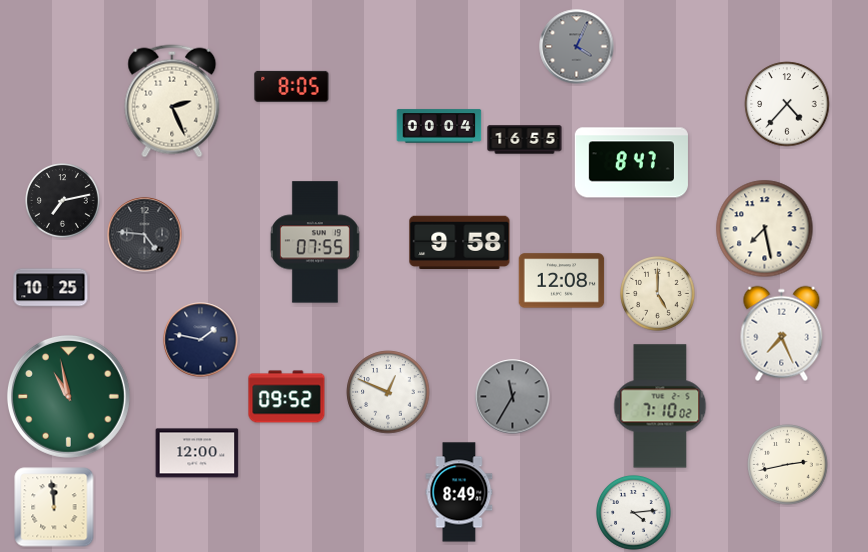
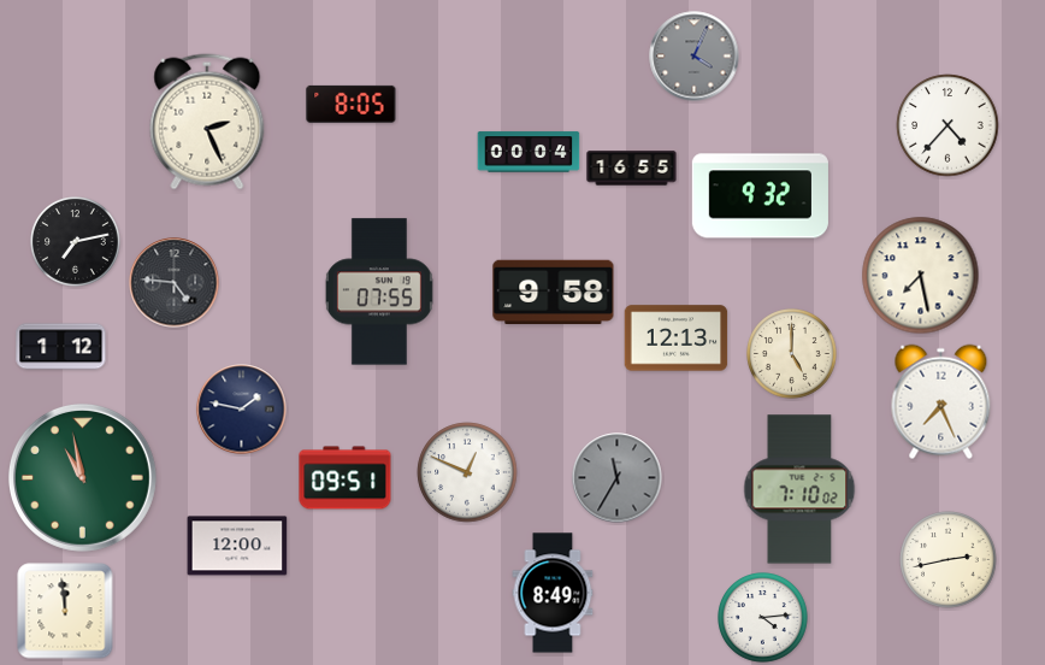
clock at (631, 163): 8:47 -> 9:32
clock at (562, 281): 12:08 -> 12:13
clock at (51, 288): 10:25 -> 1:12
clock at (287, 397): 09:52 -> 09:51
clock at (660, 406) position: (660, 406) -> (799, 489)
